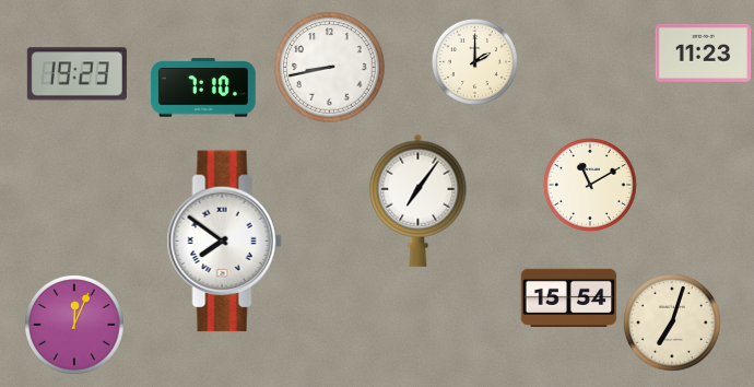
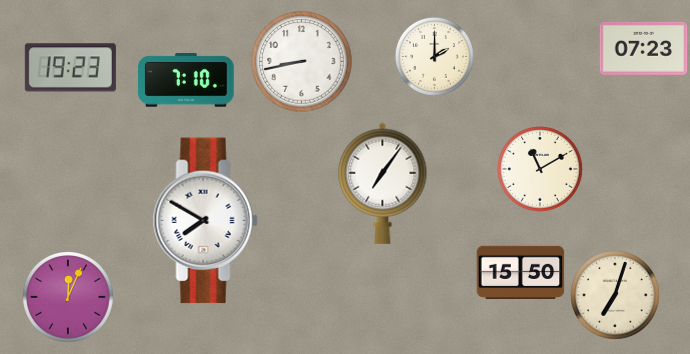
clock at (704, 52): 11:23 -> 07:23
clock at (224, 242): 7:51 -> 7:50
clock at (569, 297): 15:54 -> 15:50
